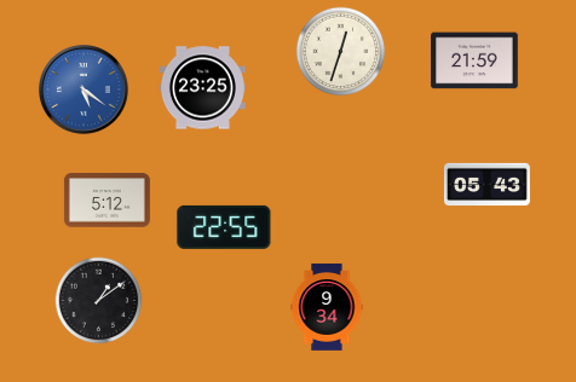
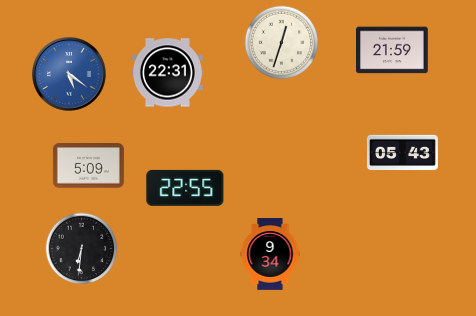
clock at (202, 88): 23:25 -> 22:31
clock at (106, 201): 5:12 -> 5:09
clock at (99, 301): 1:09 -> 6:31
